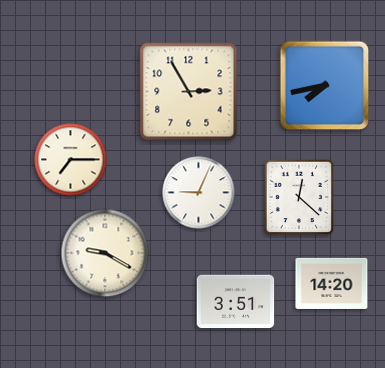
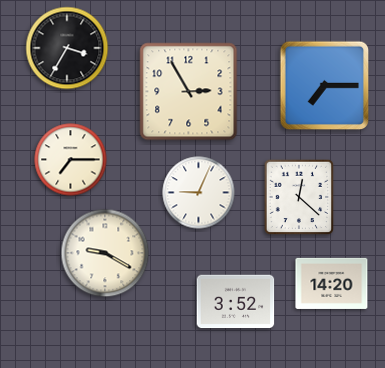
clock at (67, 48): none -> 3:35
clock at (325, 86): 7:43 -> 7:15
clock at (236, 302): 3:51 -> 3:52
